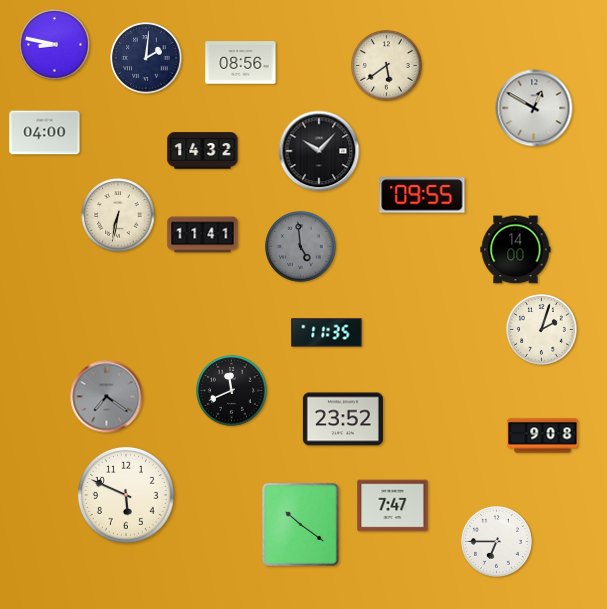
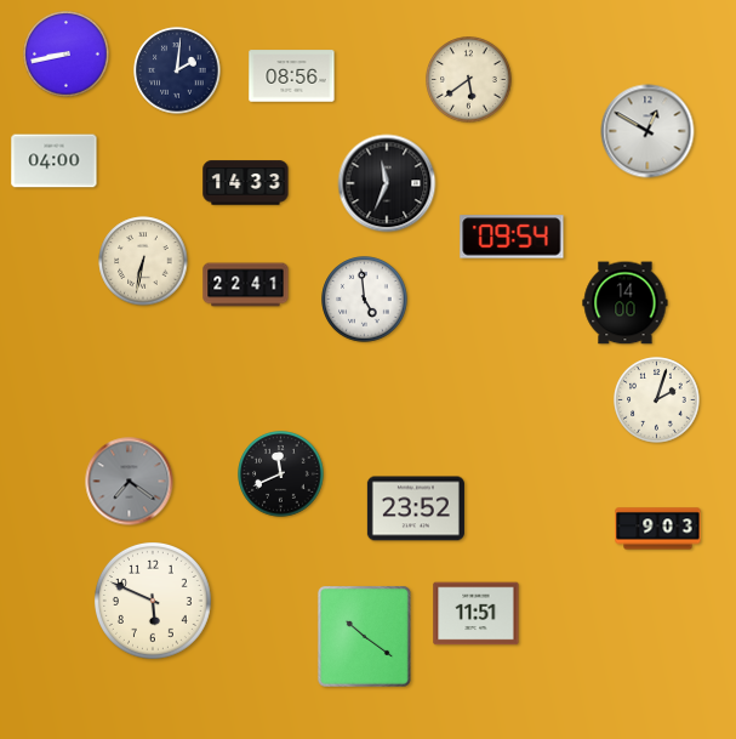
clock at (55, 45): 8:47 -> 8:43
clock at (203, 151): 14:32 -> 14:33
clock at (319, 151): 10:07 -> 11:34
clock at (422, 195): 09:55 -> 09:54
clock at (203, 235): 11:41 -> 22:41
clock at (301, 247) dial: grey -> white
clock at (327, 333): 11:35 -> none
clock at (543, 436): 9:08 -> 9:03
clock at (393, 506): 7:47 -> 11:51
clock at (497, 542): 6:45 -> none
